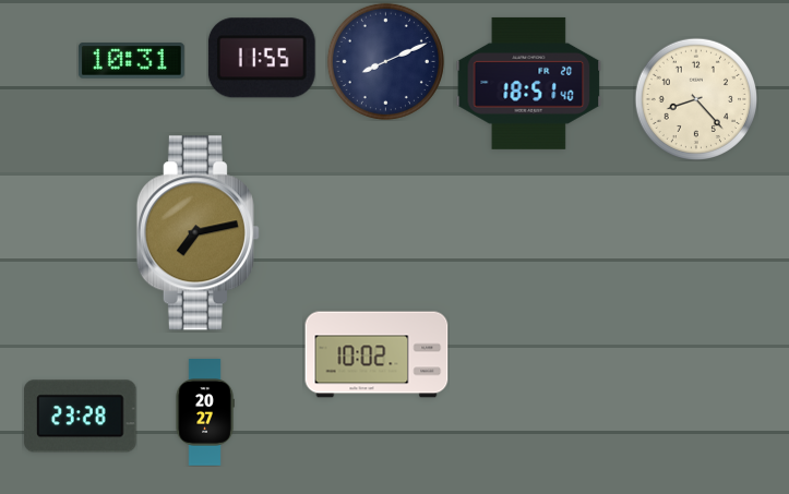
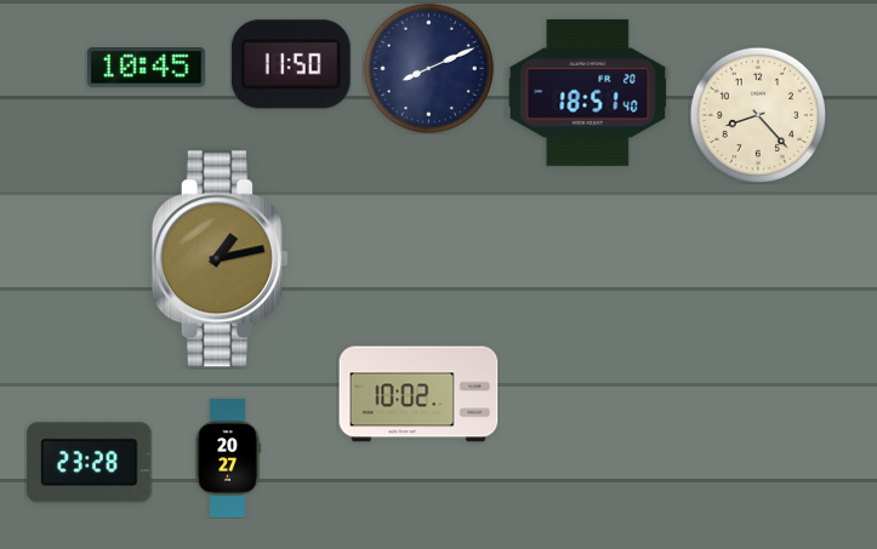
clock at (262, 58): 11:55 -> 11:50
clock at (132, 61): 10:31 -> 10:45
clock at (695, 98) position: (695, 98) -> (757, 114)
clock at (198, 233): 7:13 -> 1:13
